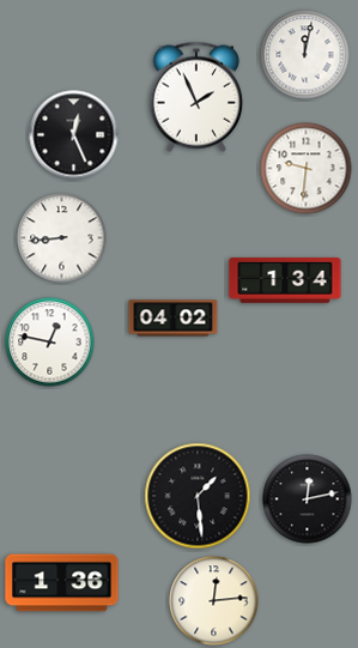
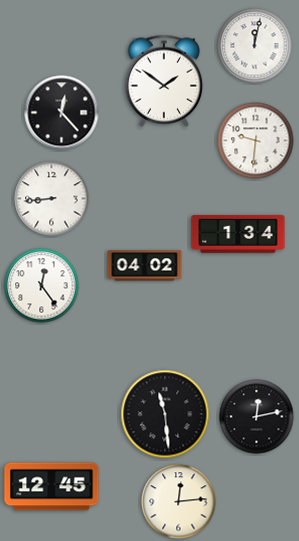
clock at (196, 97): 1:56 -> 1:51
clock at (74, 135): 12:26 -> 12:23
clock at (50, 343): 12:47 -> 12:24
clock at (198, 496): 1:29 -> 11:29
clock at (62, 583): 1:36 -> 12:45
